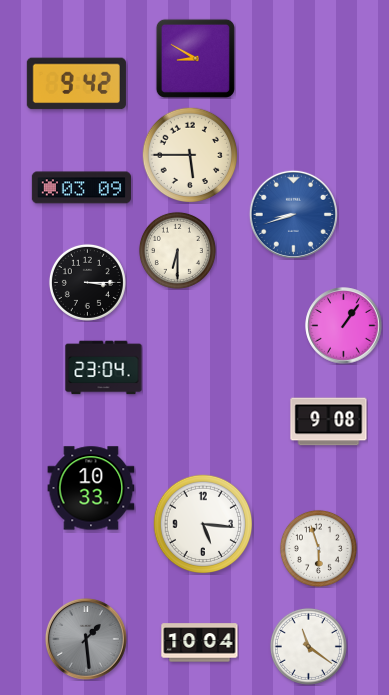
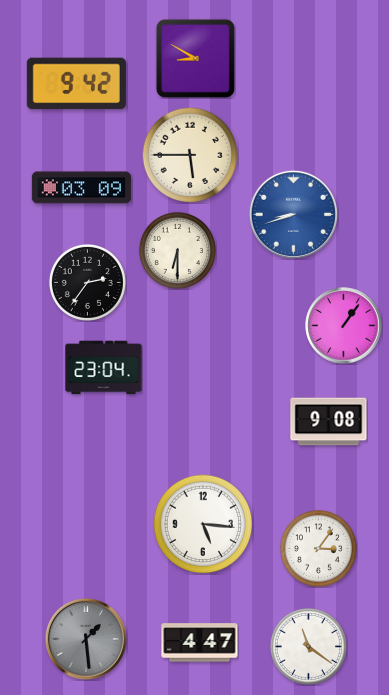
clock at (87, 282): 3:15 -> 2:36
clock at (91, 488): 10:33 -> none
clock at (318, 548): 5:57 -> 3:06
clock at (200, 643): 10:04 -> 4:47
